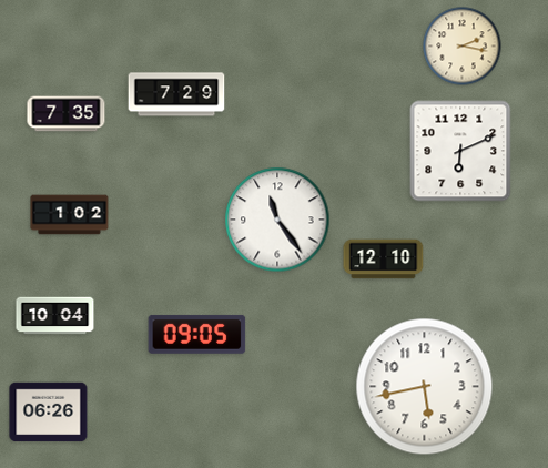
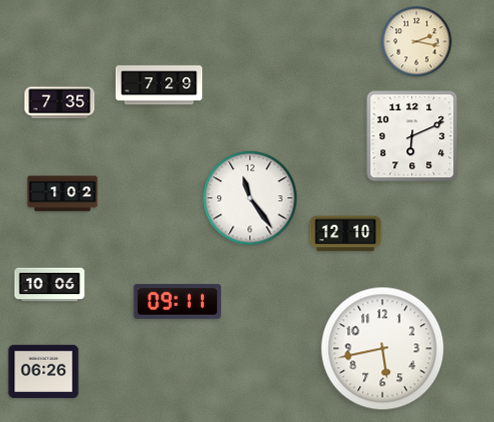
clock at (460, 151) position: (460, 151) -> (412, 136)
clock at (55, 316): 10:04 -> 10:06
clock at (197, 334): 09:05 -> 09:11
